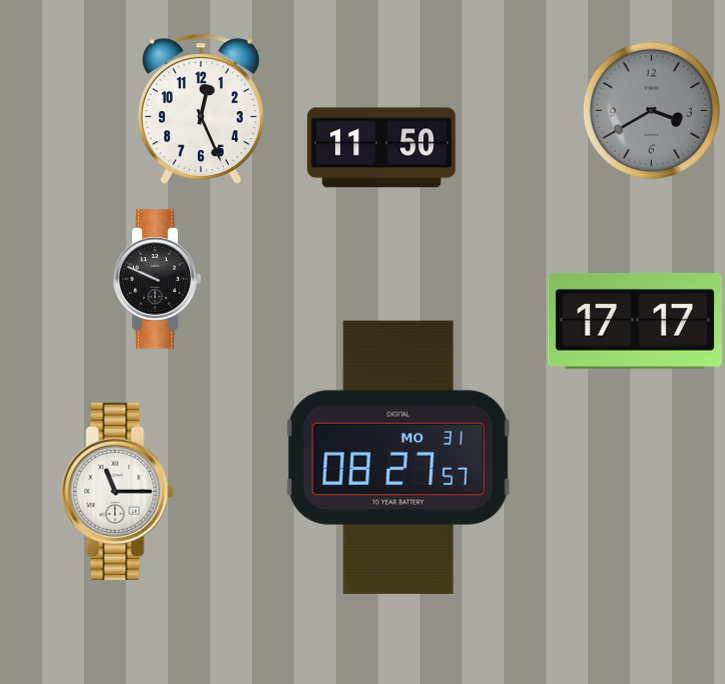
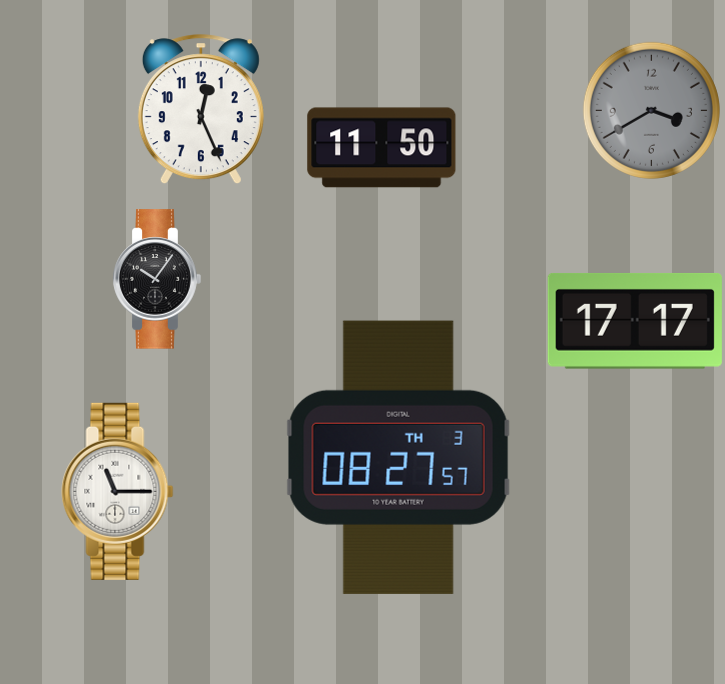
clock at (157, 279): 9:49 -> 10:06
clock at (398, 457) date: MO 31 -> TH 3
